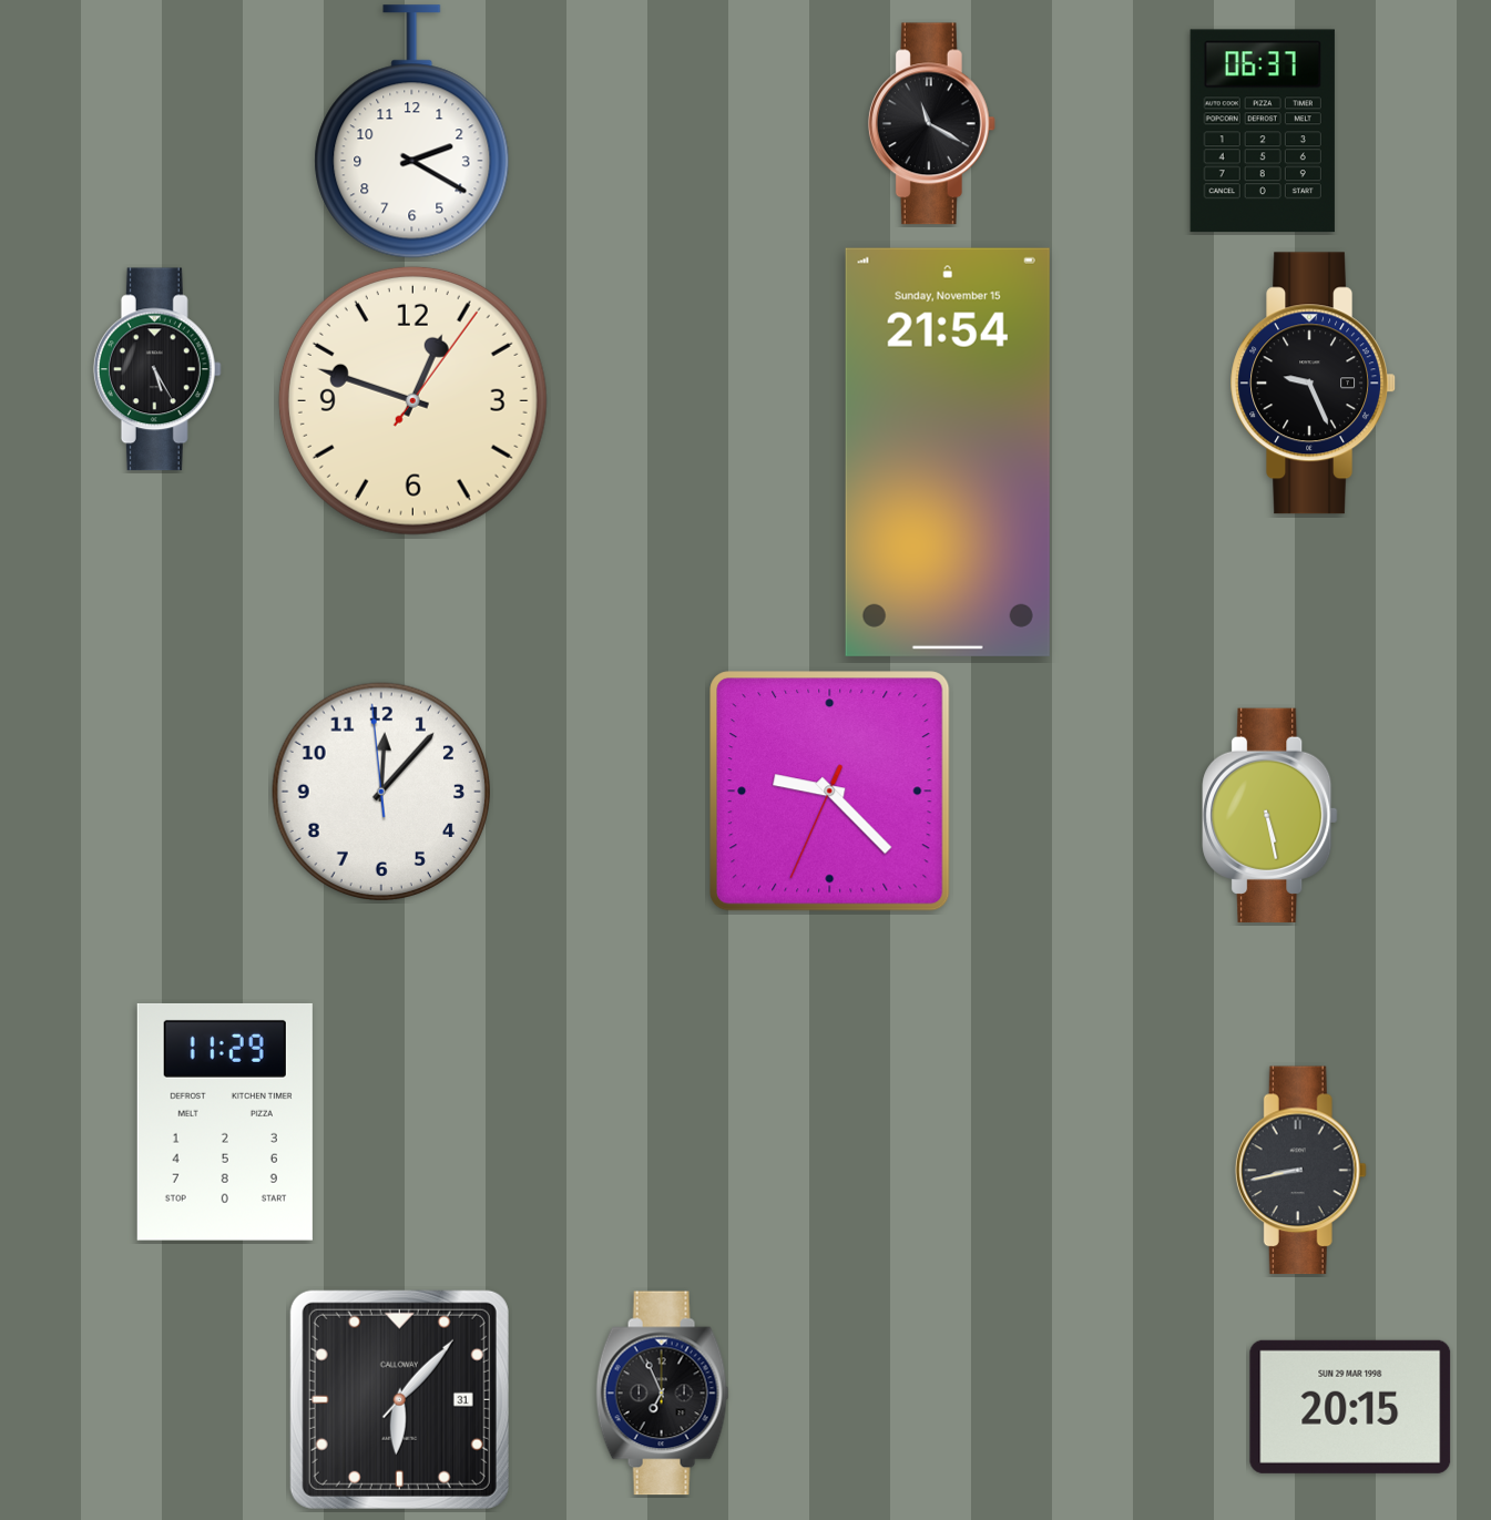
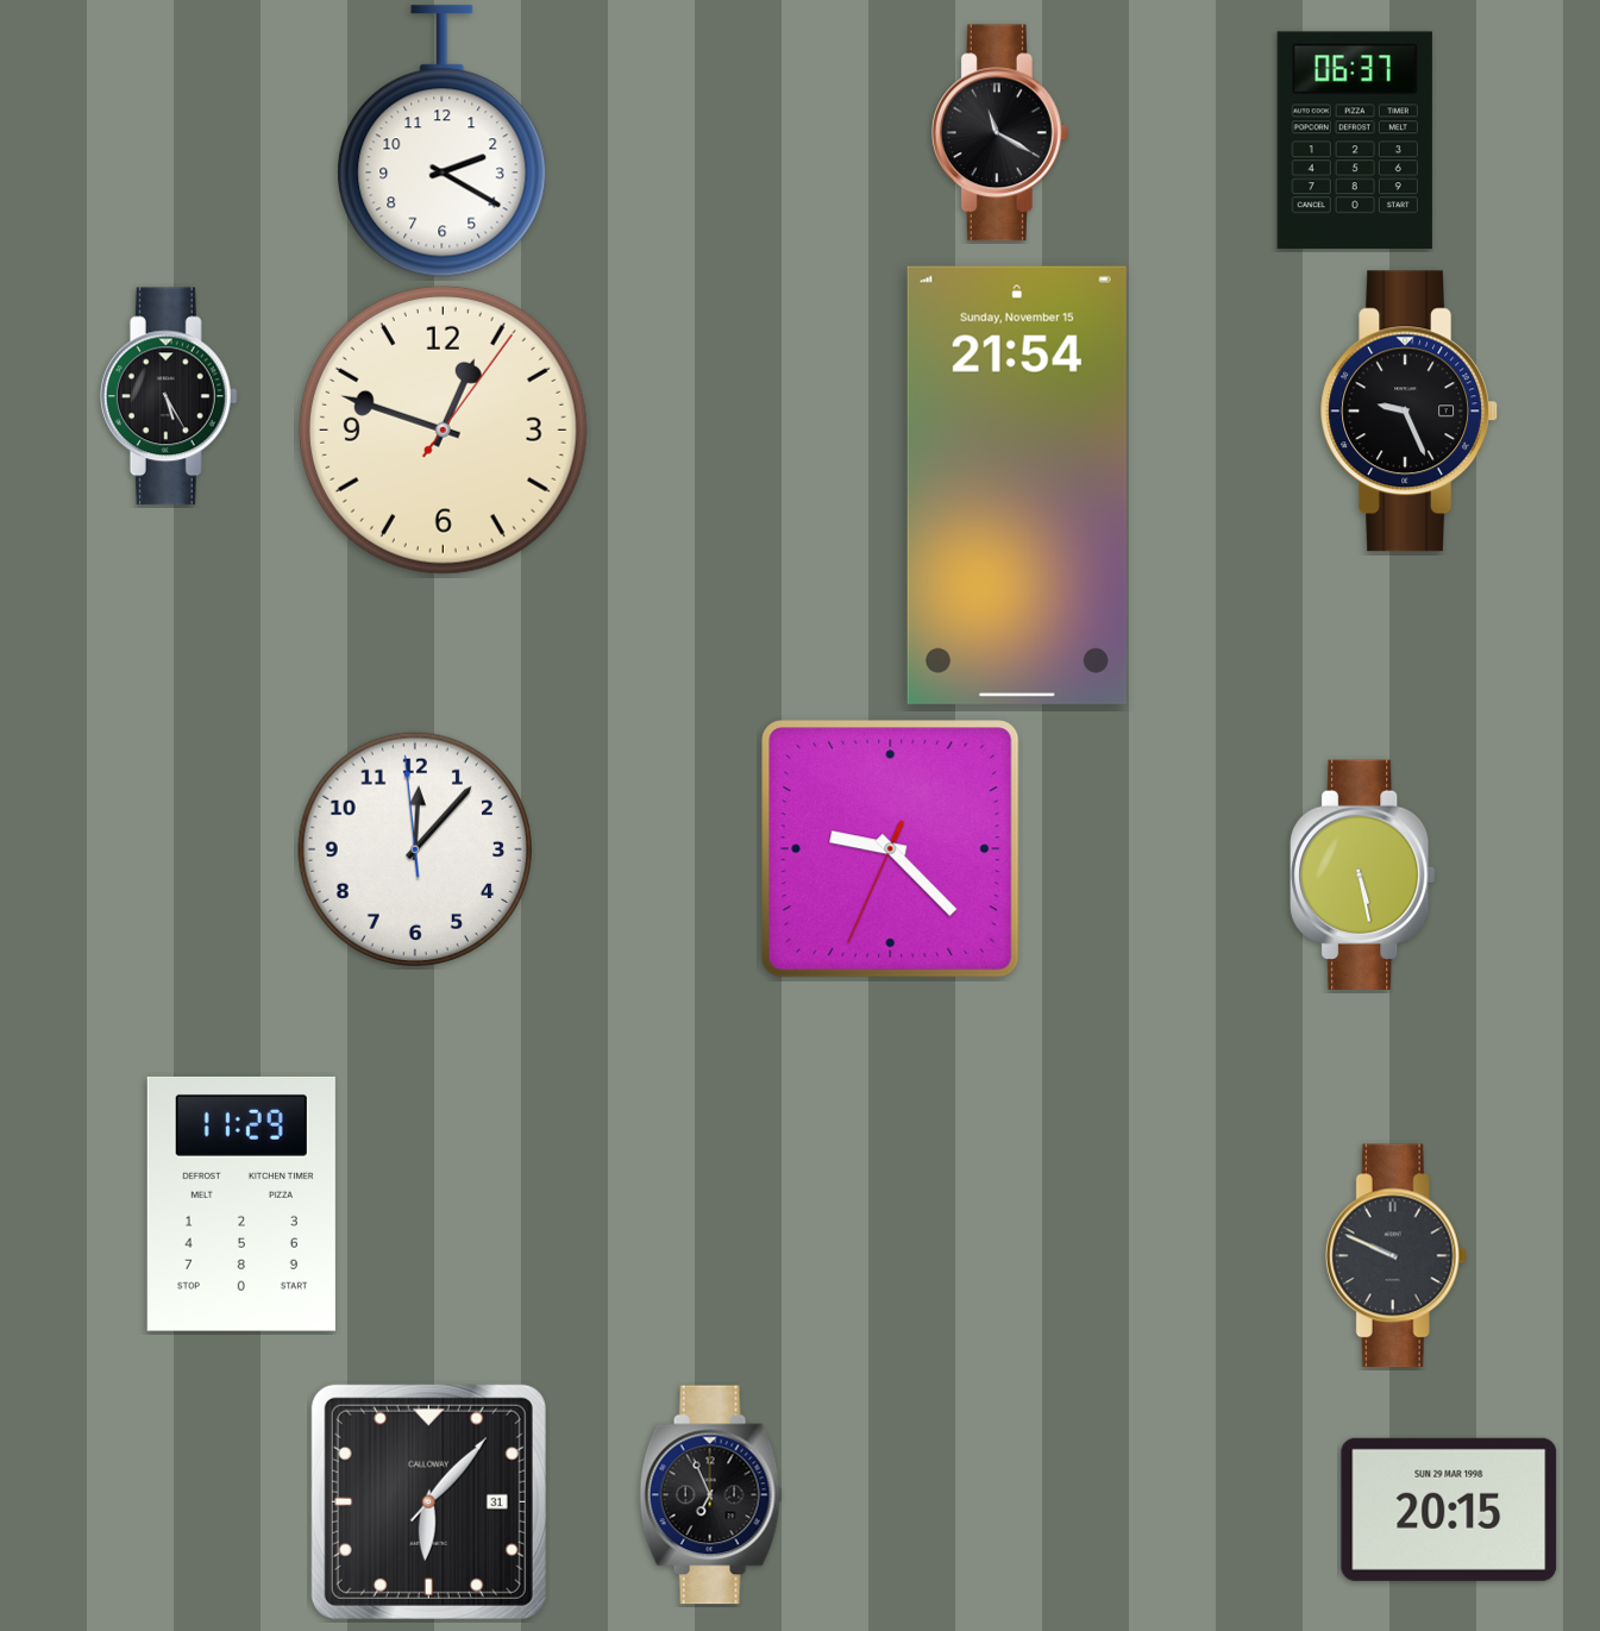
clock at (380, 790) position: (380, 790) -> (414, 848)
clock at (1300, 1171): 8:43 -> 9:49
